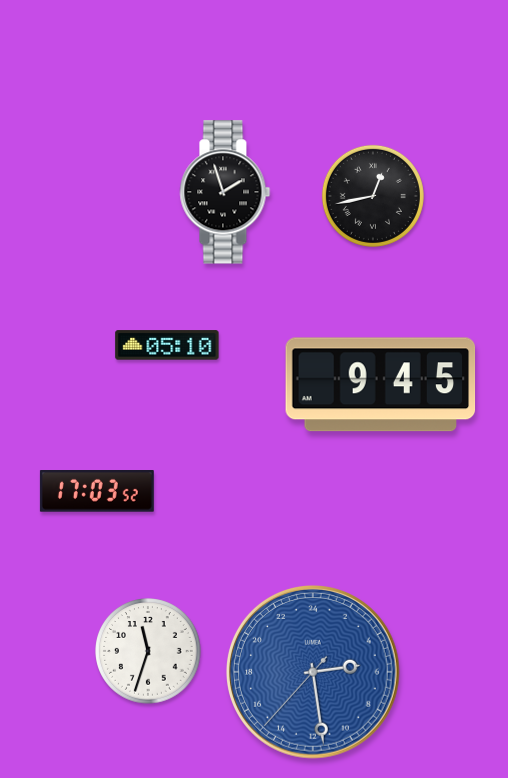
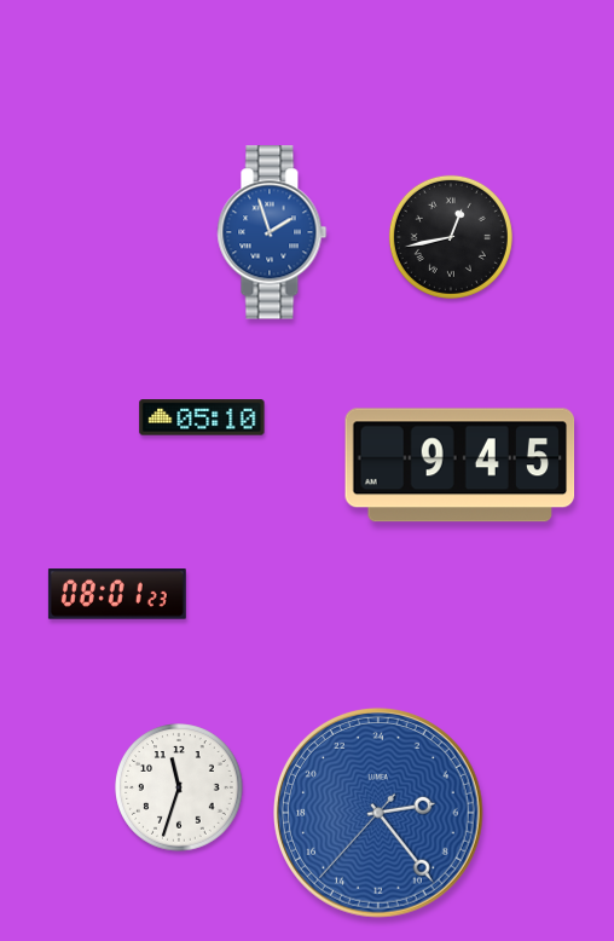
clock at (225, 192) dial: black -> blue
clock at (97, 492): 17:03 -> 08:01
clock at (313, 672): 5:28 -> 5:23
